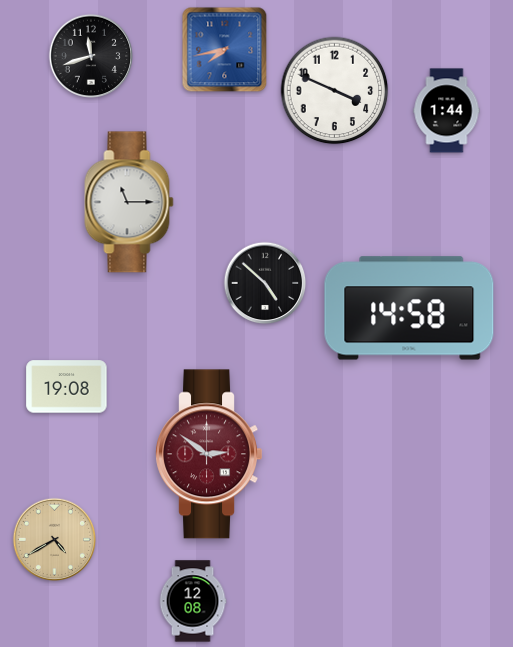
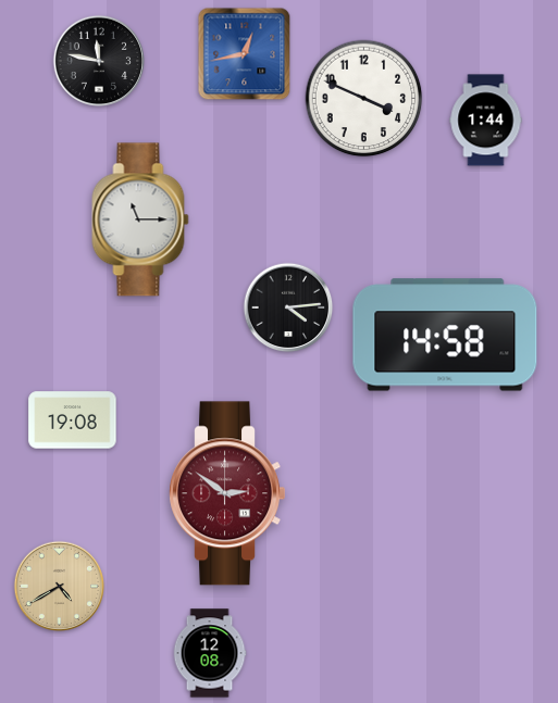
clock at (225, 50): 7:43 -> 12:43
clock at (90, 55): 11:42 -> 11:47
clock at (265, 283): 4:52 -> 4:14
